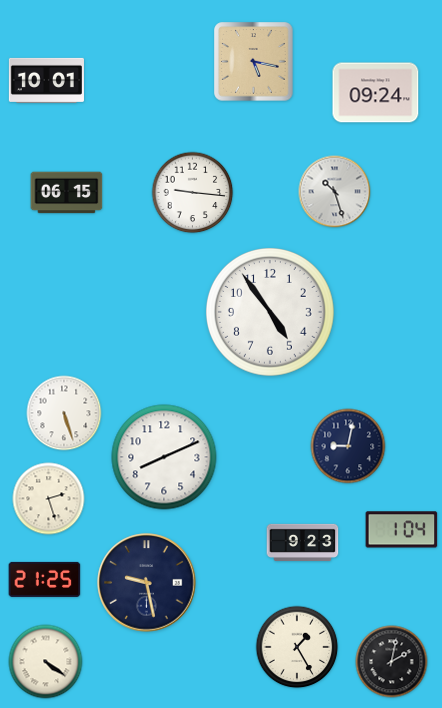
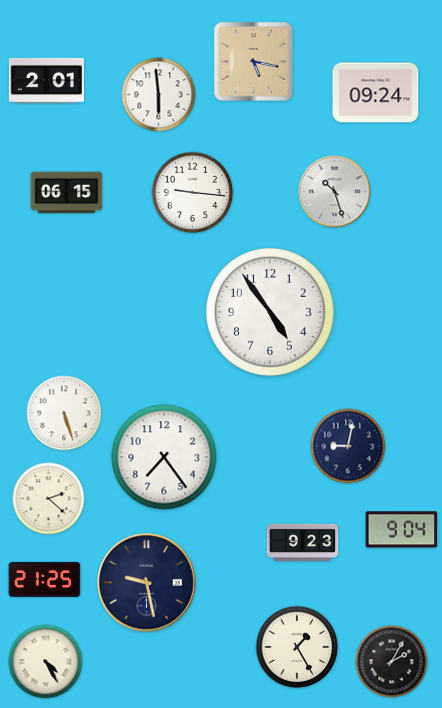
clock at (46, 80): 10:01 -> 2:01
clock at (159, 95): none -> 5:59
clock at (164, 457): 8:11 -> 7:24
clock at (49, 499): 2:27 -> 2:22
clock at (402, 530): 1:04 -> 9:04
clock at (46, 662): 4:21 -> 4:25
clock at (392, 662): 2:02 -> 2:05
